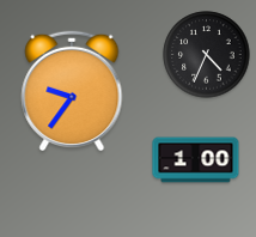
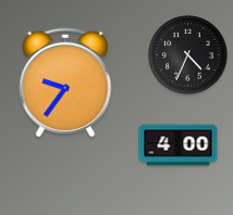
clock at (207, 55) position: (207, 55) -> (188, 55)
clock at (196, 160): 1:00 -> 4:00
